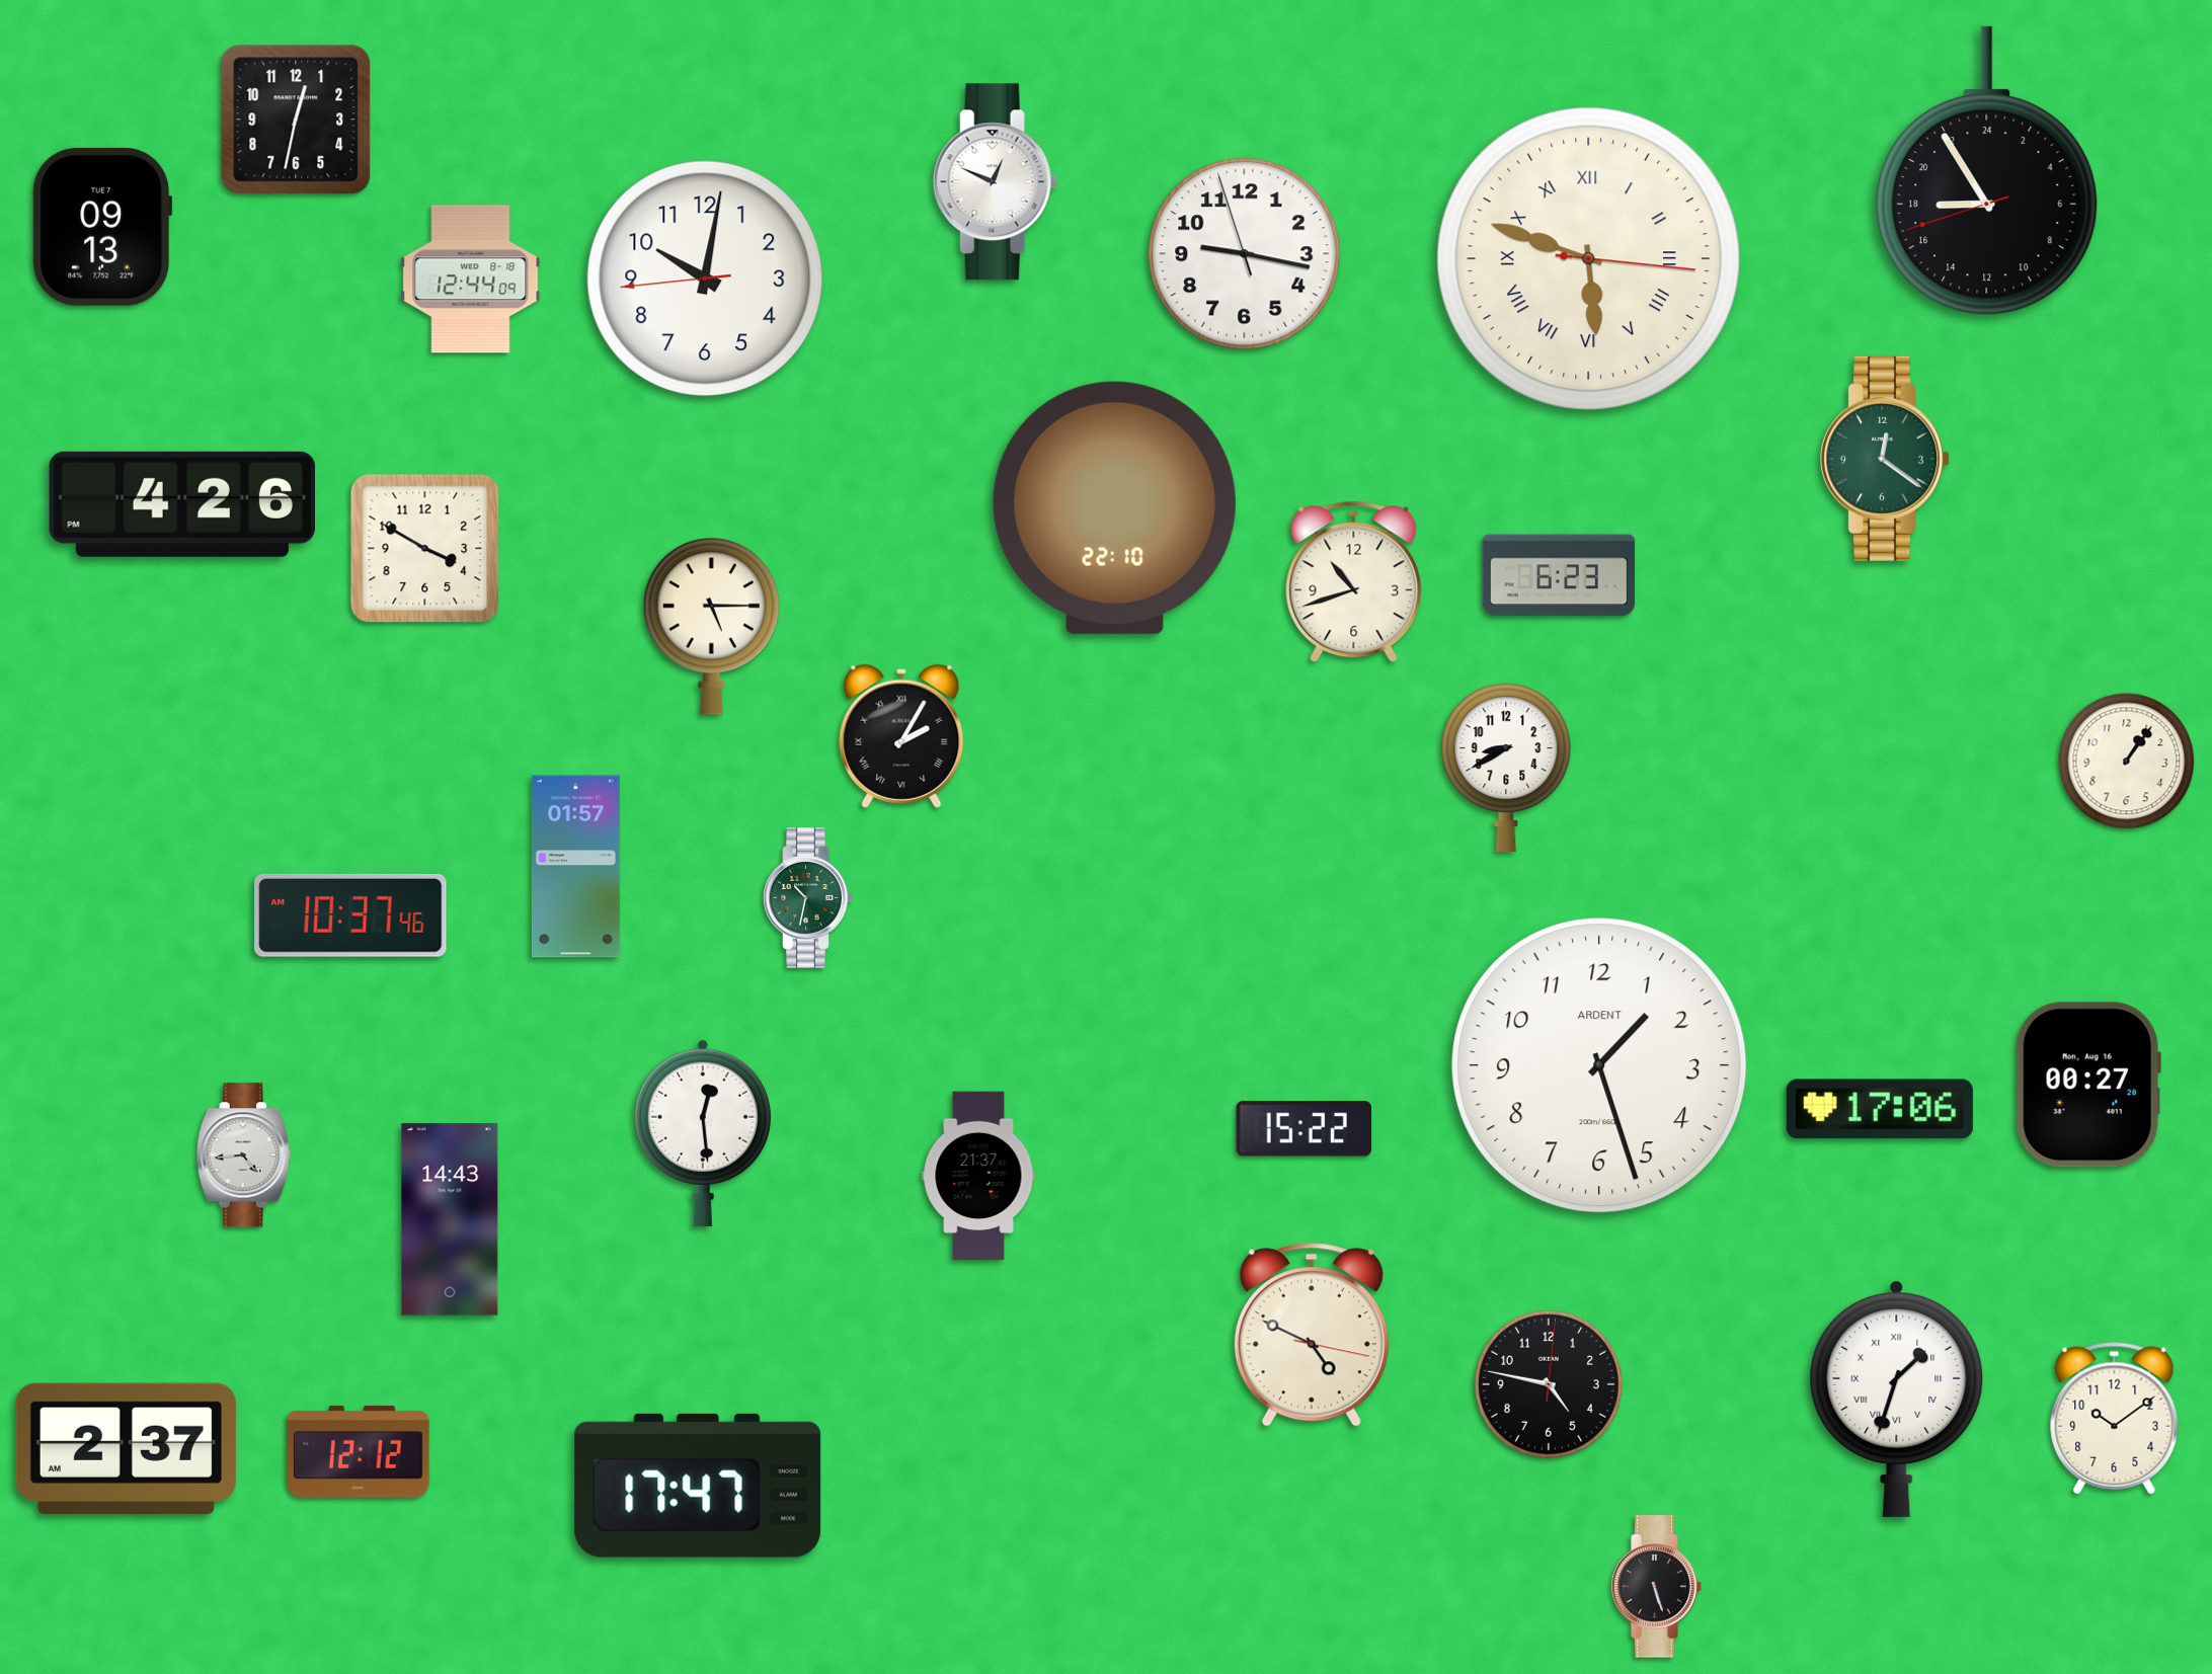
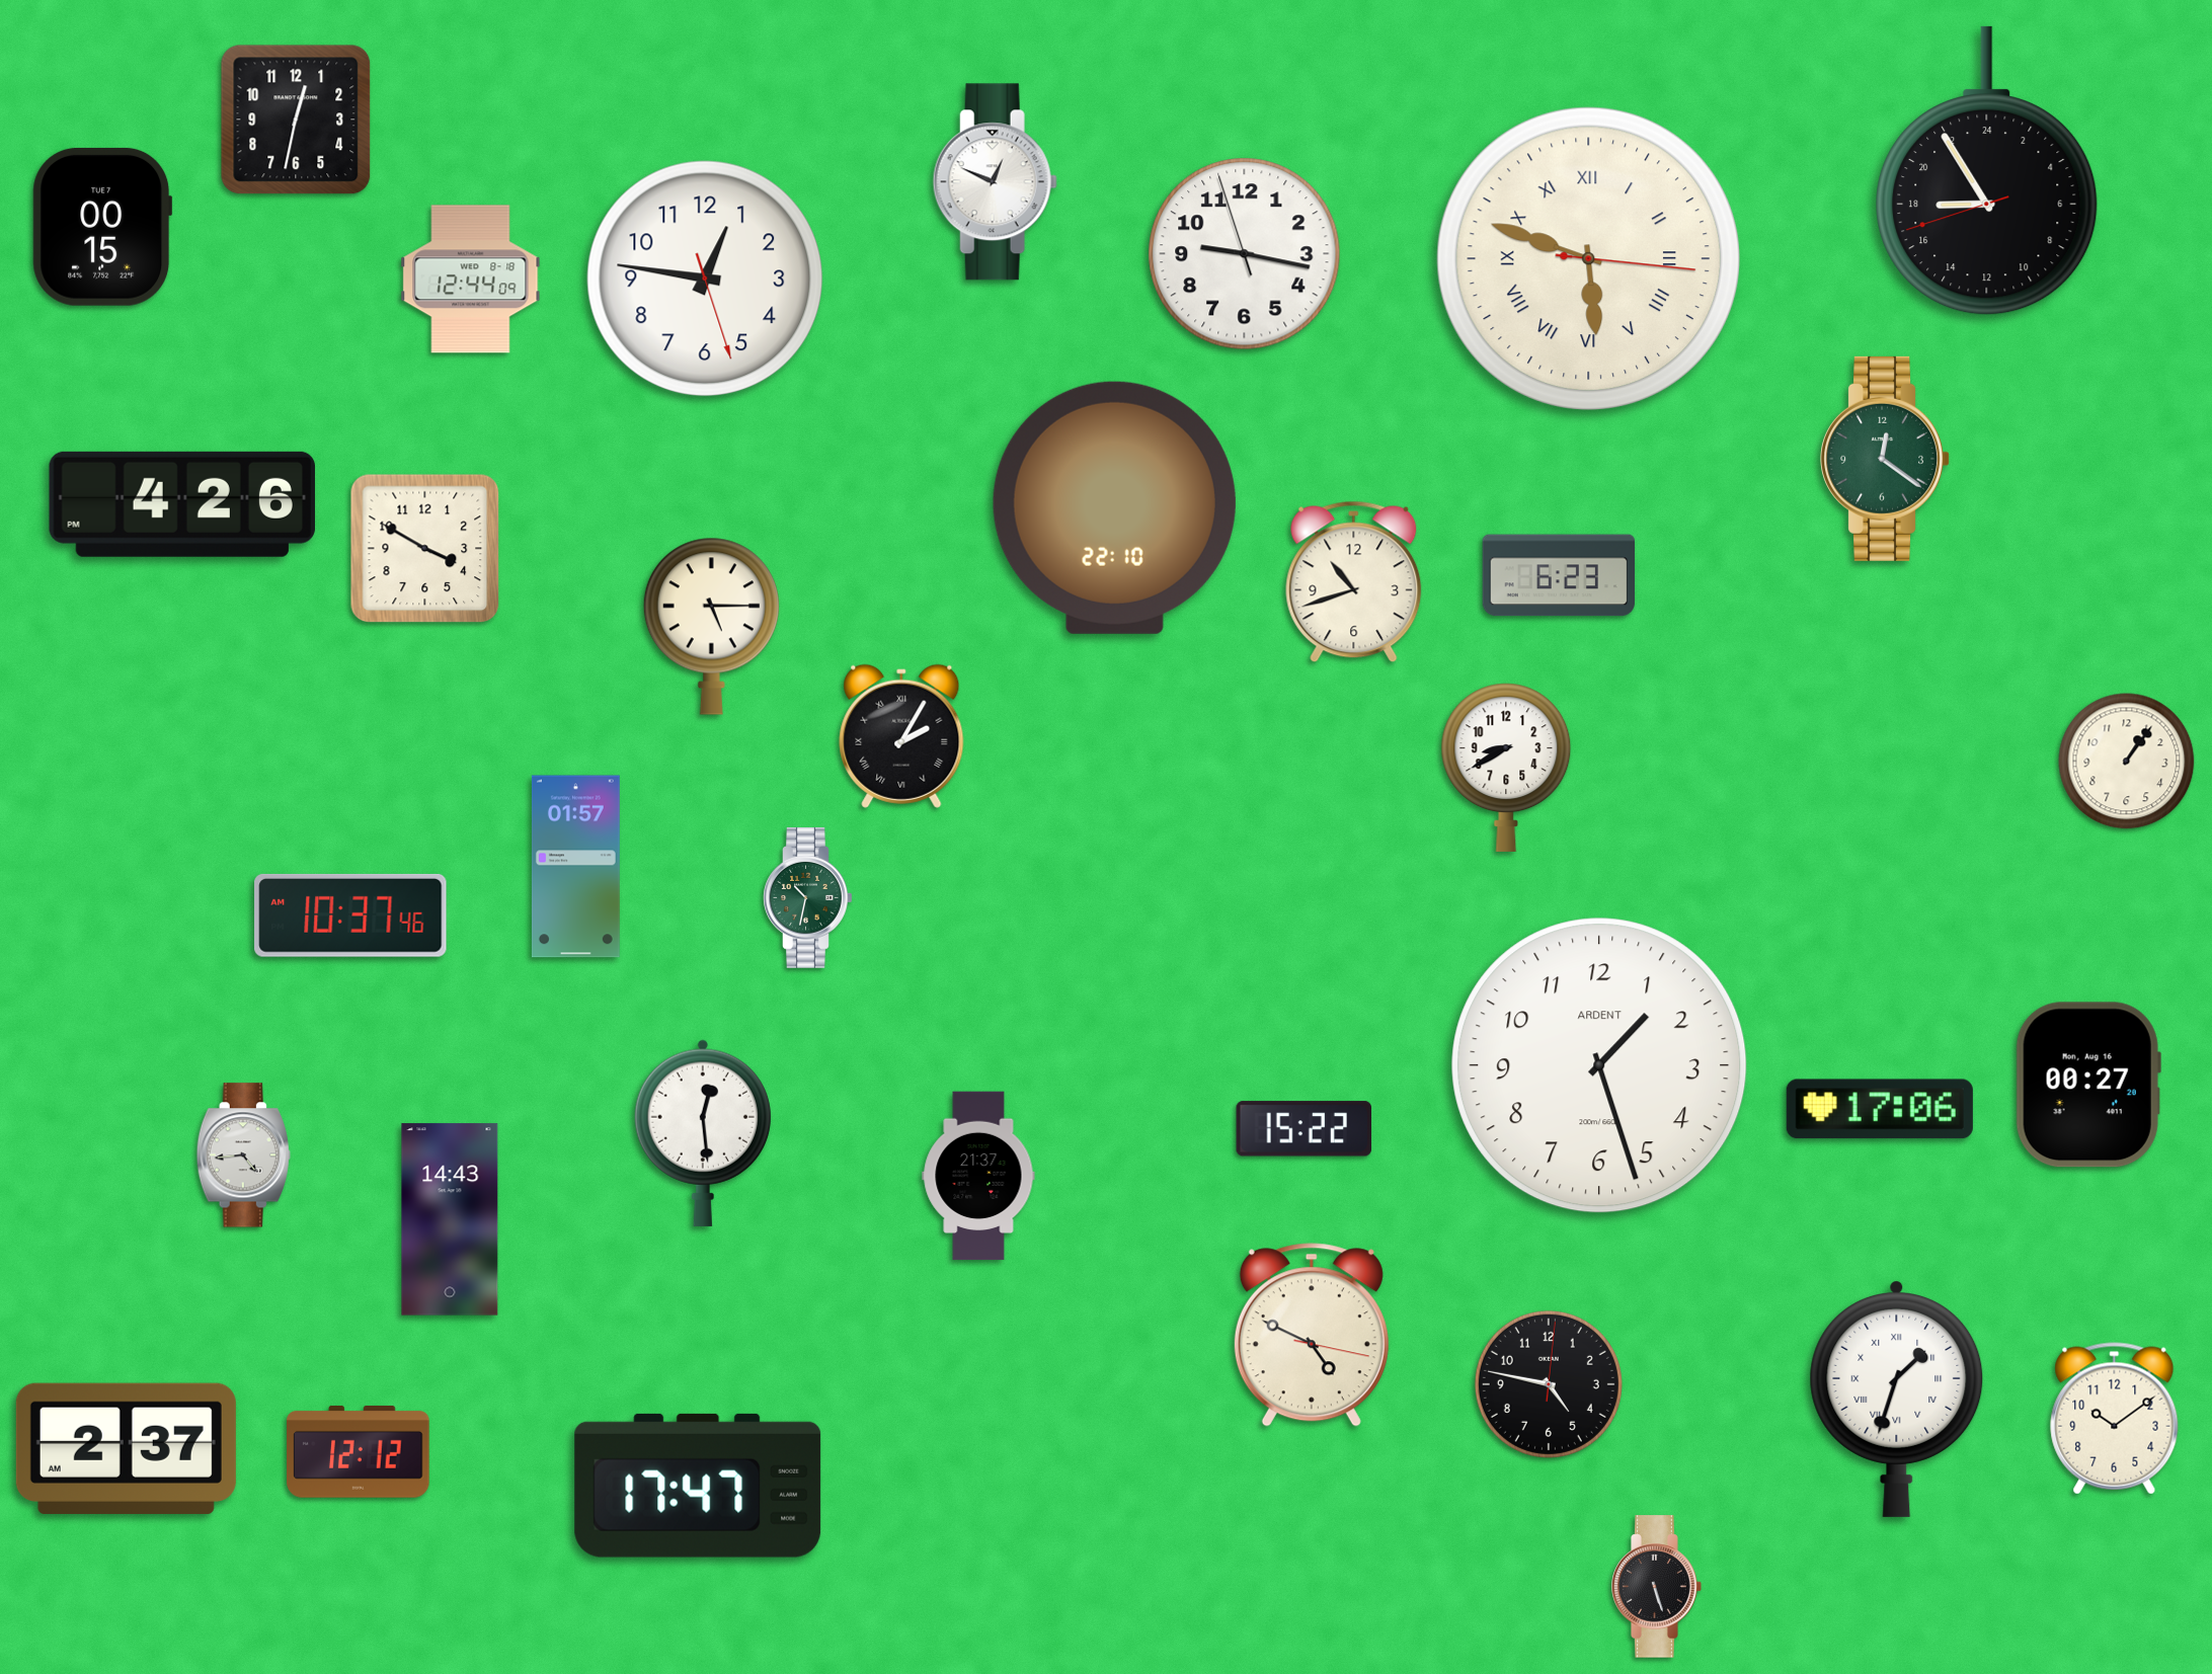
clock at (102, 227): 09:13 -> 00:15
clock at (705, 278): 10:01 -> 12:46
